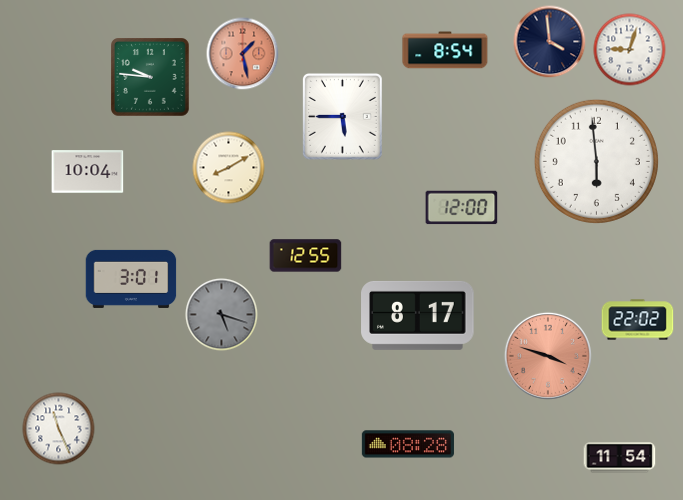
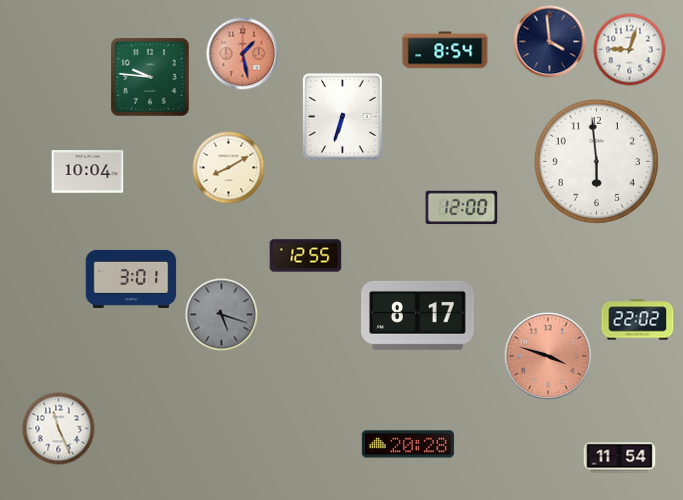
clock at (342, 116): 5:45 -> 6:33
clock at (408, 444): 08:28 -> 20:28
